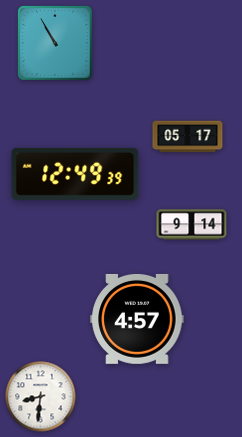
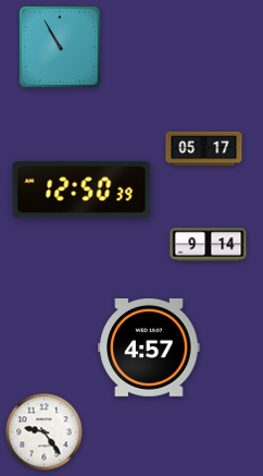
clock at (75, 174): 12:49 -> 12:50
clock at (41, 397): 8:31 -> 9:24
